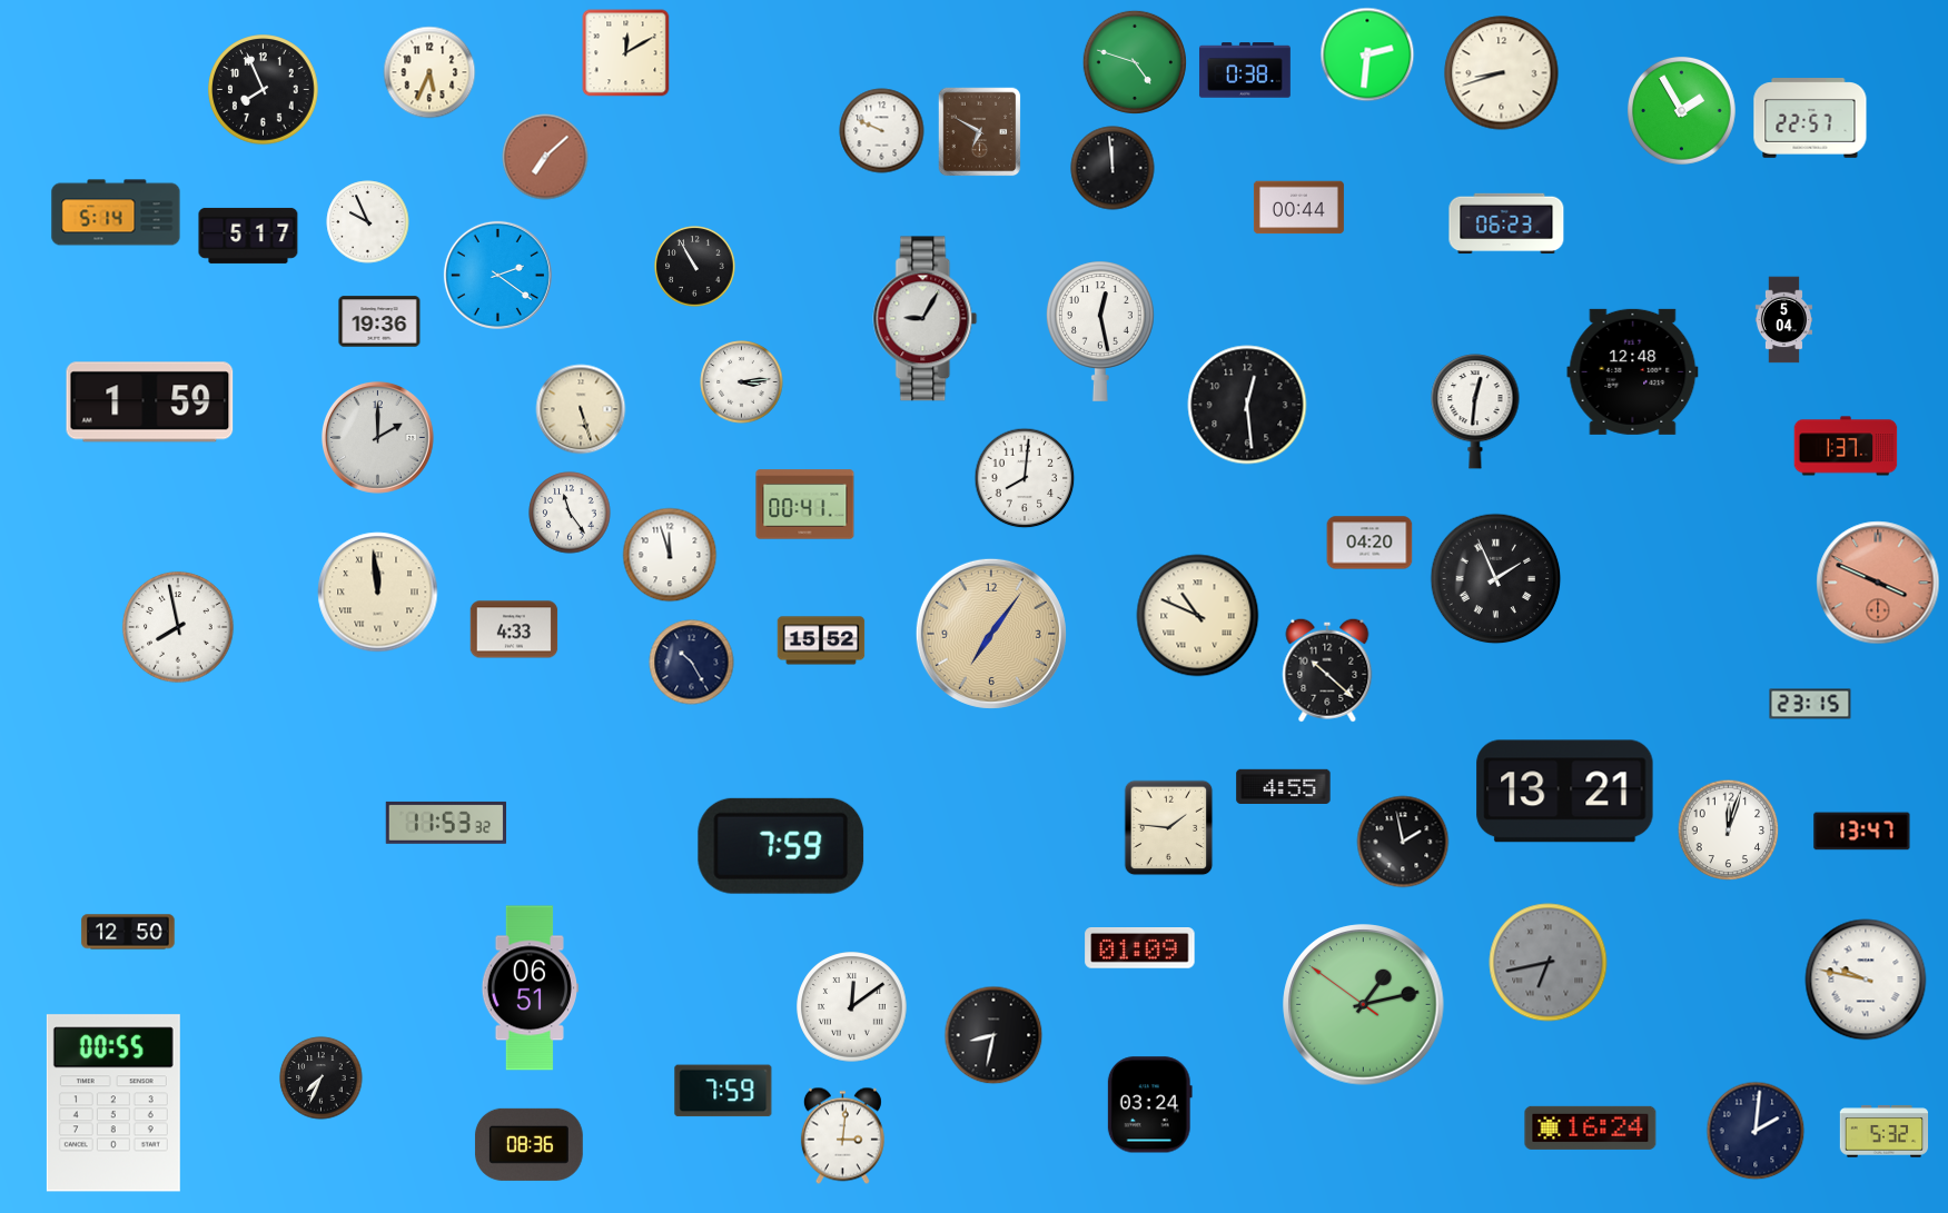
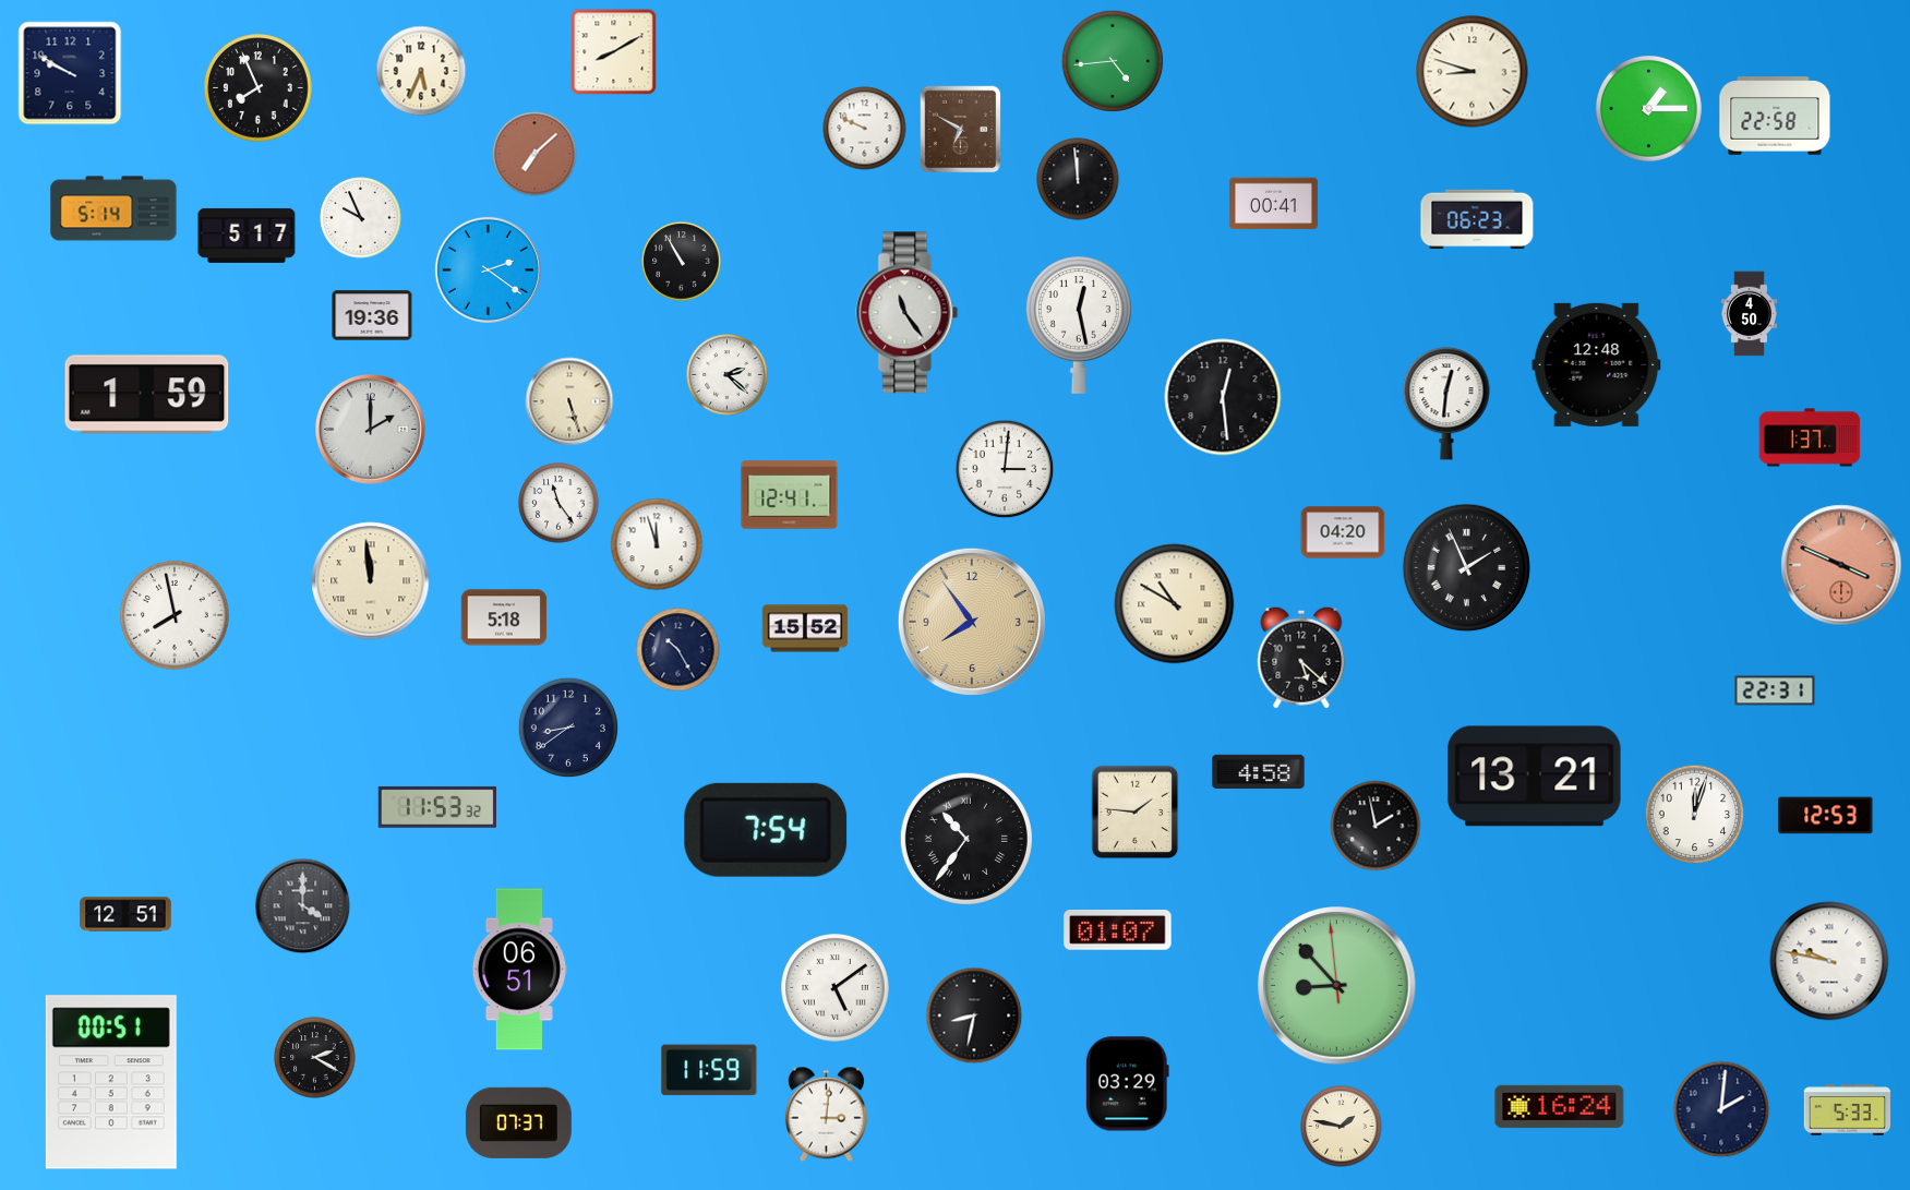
clock at (626, 53): 12:10 -> 8:10
clock at (1367, 54): 2:31 -> none
clock at (1135, 62): 4:48 -> 4:44
clock at (1245, 70): 0:38 -> none
clock at (1502, 73): 8:42 -> 8:48
clock at (70, 73): none -> 9:50
clock at (1681, 110): 1:55 -> 1:15
clock at (1810, 118): 22:57 -> 22:58
clock at (1113, 168) position: (1113, 168) -> (1078, 179)
clock at (1298, 208): 00:44 -> 00:41
clock at (248, 236) position: (248, 236) -> (247, 236)
clock at (926, 319): 9:05 -> 11:24
clock at (1783, 320): 5:04 -> 4:50
clock at (1633, 371) position: (1633, 371) -> (1597, 364)
clock at (742, 382): 3:14 -> 2:22
clock at (1025, 478): 8:01 -> 3:01
clock at (805, 505): 00:41 -> 12:41
clock at (1878, 583) position: (1878, 583) -> (1841, 565)
clock at (1198, 616): 10:49 -> 10:50
clock at (514, 629): 4:33 -> 5:18
clock at (991, 634): 7:06 -> 7:54
clock at (1327, 670): 10:22 -> 5:22
clock at (1810, 704): 23:15 -> 22:31
clock at (568, 728): none -> 8:39
clock at (1284, 787): 4:55 -> 4:58
clock at (1169, 828) position: (1169, 828) -> (1136, 813)
clock at (1862, 832): 13:47 -> 12:53
clock at (781, 846): 7:59 -> 7:54
clock at (966, 839): none -> 10:36
clock at (303, 906): none -> 4:00
clock at (128, 932): 12:50 -> 12:51
clock at (1140, 948): 01:09 -> 01:07
clock at (1549, 963): 6:43 -> none
clock at (1364, 1005): 1:12 -> 8:52
clock at (852, 1007): 12:09 -> 5:09
clock at (322, 1078): 7:34 -> 2:20
clock at (723, 1091): 7:59 -> 11:59
clock at (113, 1103): 00:55 -> 00:51
clock at (1149, 1105): 03:24 -> 03:29
clock at (1885, 1132): 5:32 -> 5:33
clock at (528, 1144): 08:36 -> 07:37
clock at (1342, 1127): none -> 1:47
